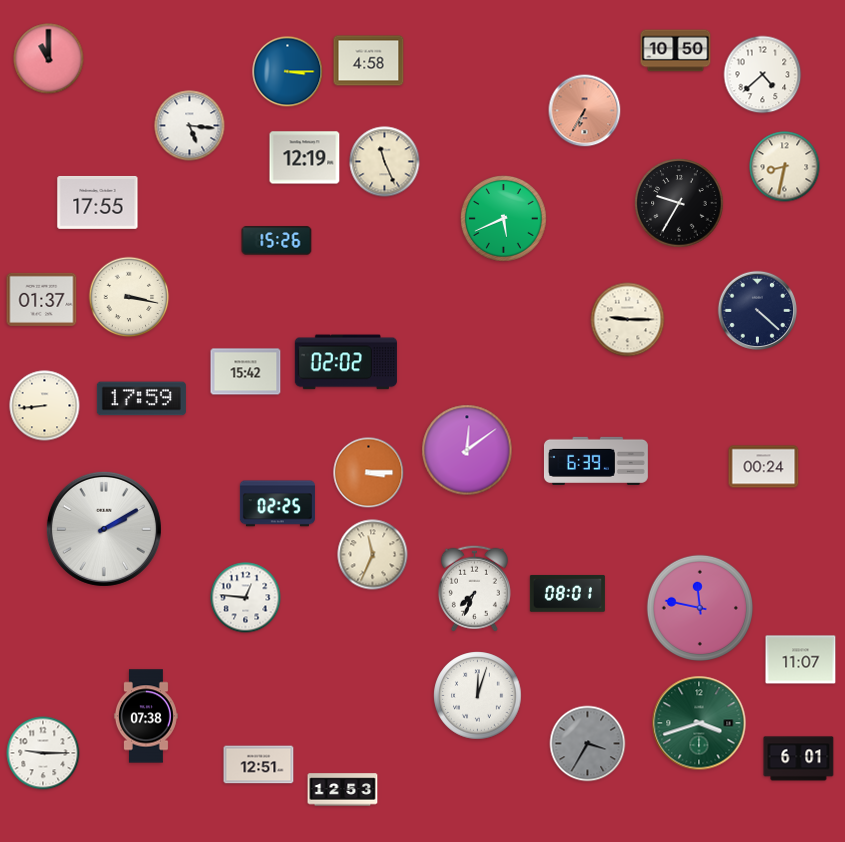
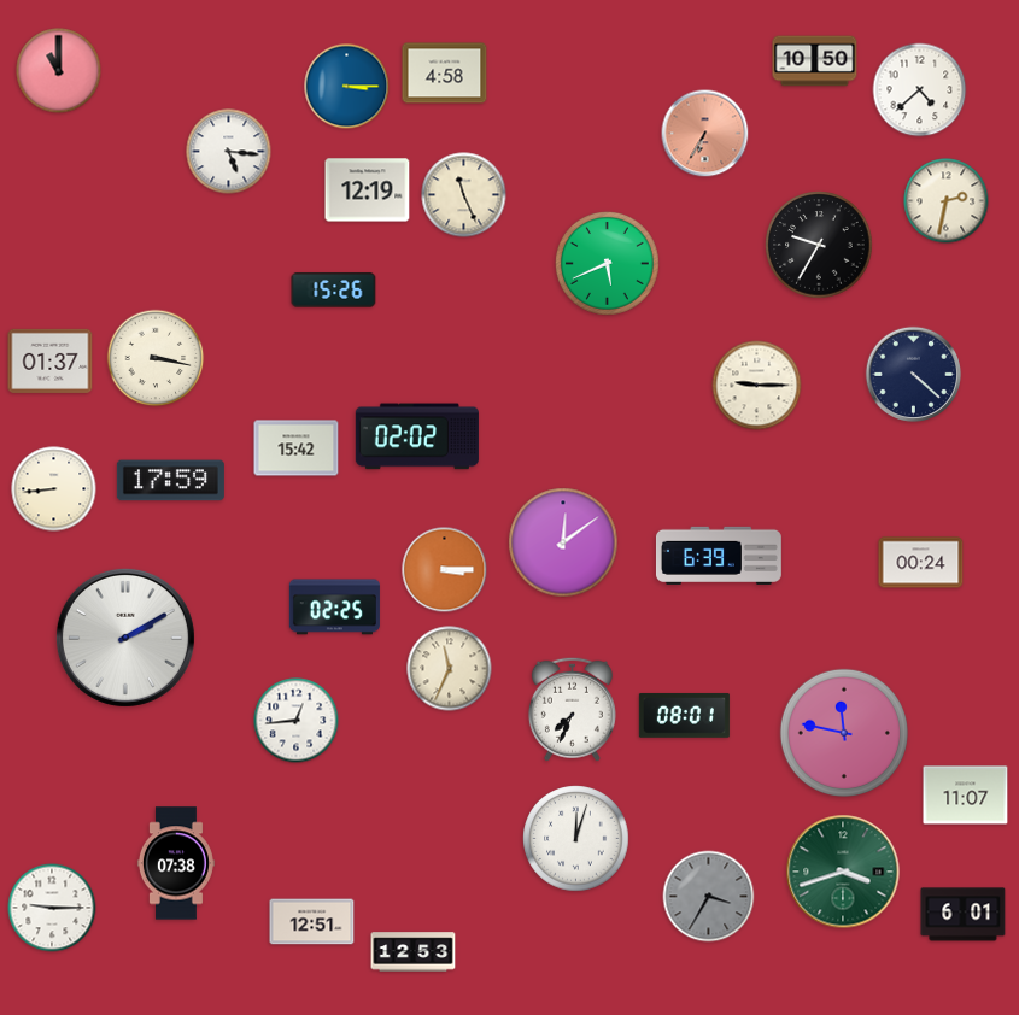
clock at (785, 167): 8:32 -> 2:32
clock at (98, 202): 17:55 -> none
clock at (246, 598): 12:46 -> 12:44
